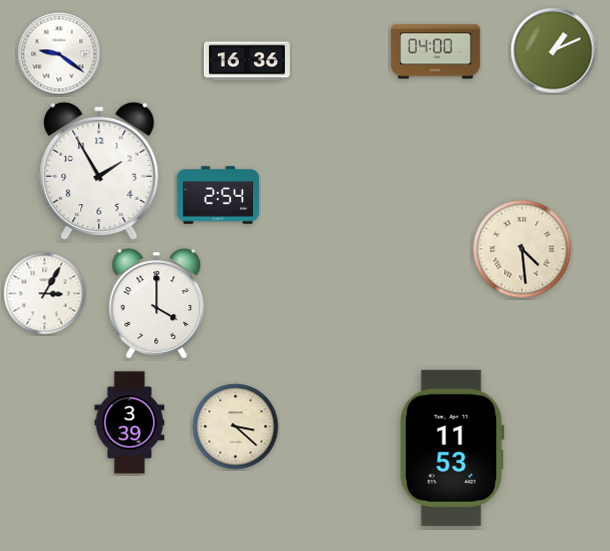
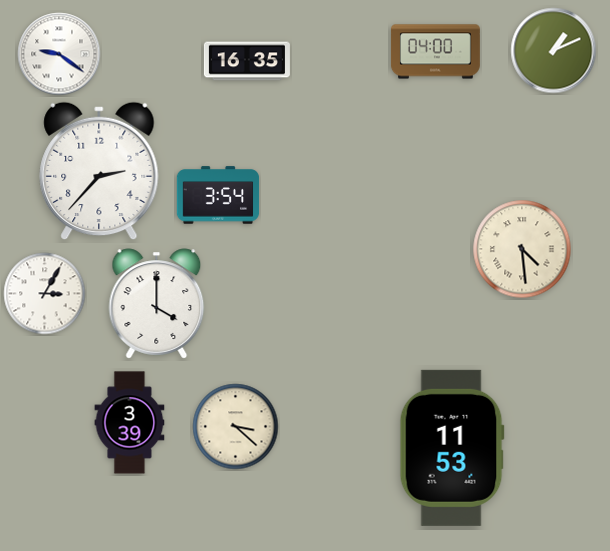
clock at (247, 61): 16:36 -> 16:35
clock at (99, 171): 1:55 -> 2:37
clock at (218, 195): 2:54 -> 3:54
